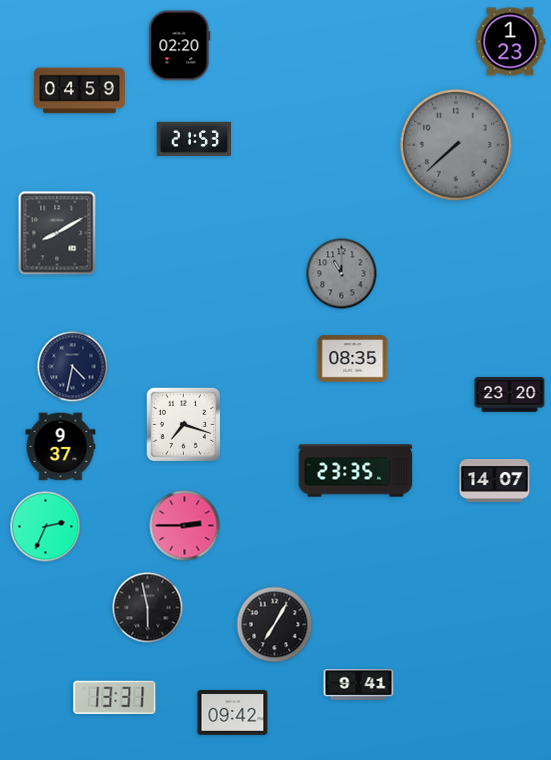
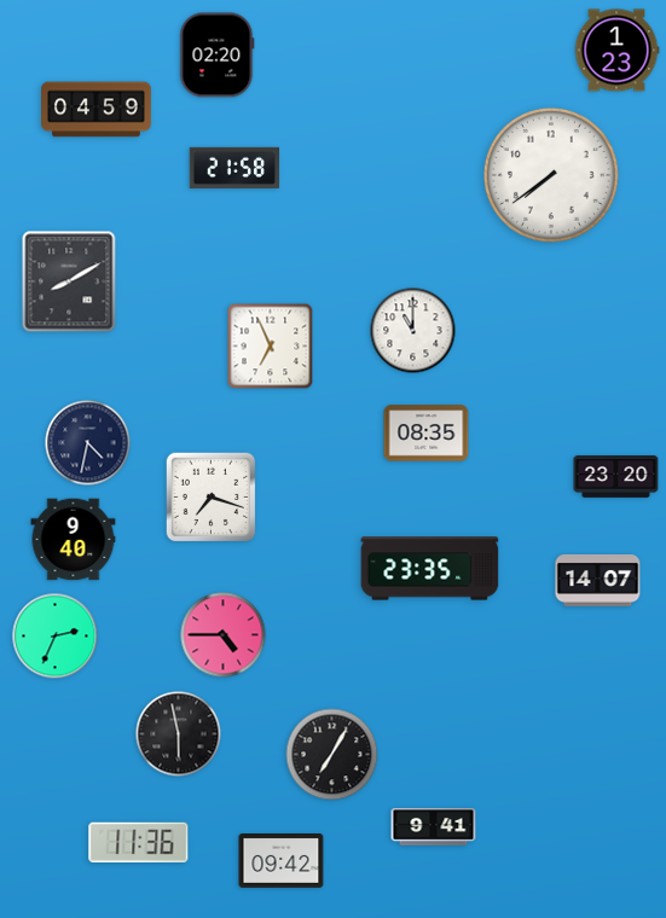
clock at (193, 139): 21:53 -> 21:58
clock at (456, 145): 7:38 -> 7:39
clock at (456, 145) dial: grey -> white
clock at (342, 274) dial: grey -> white
clock at (271, 347): none -> 6:56
clock at (184, 425) position: (184, 425) -> (212, 498)
clock at (61, 447): 9:37 -> 9:40
clock at (185, 526): 2:45 -> 4:45
clock at (115, 697): 13:31 -> 11:36
